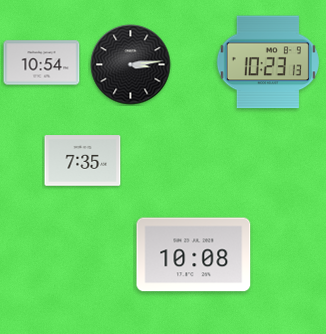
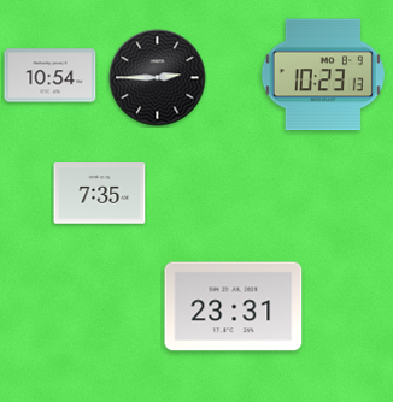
clock at (131, 65): 3:14 -> 2:45
clock at (194, 255): 10:08 -> 23:31
